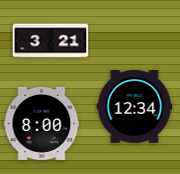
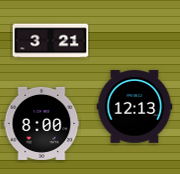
clock at (135, 107): 12:34 -> 12:13
